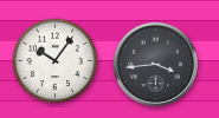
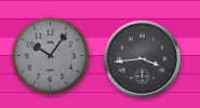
clock at (56, 61) dial: white -> grey
